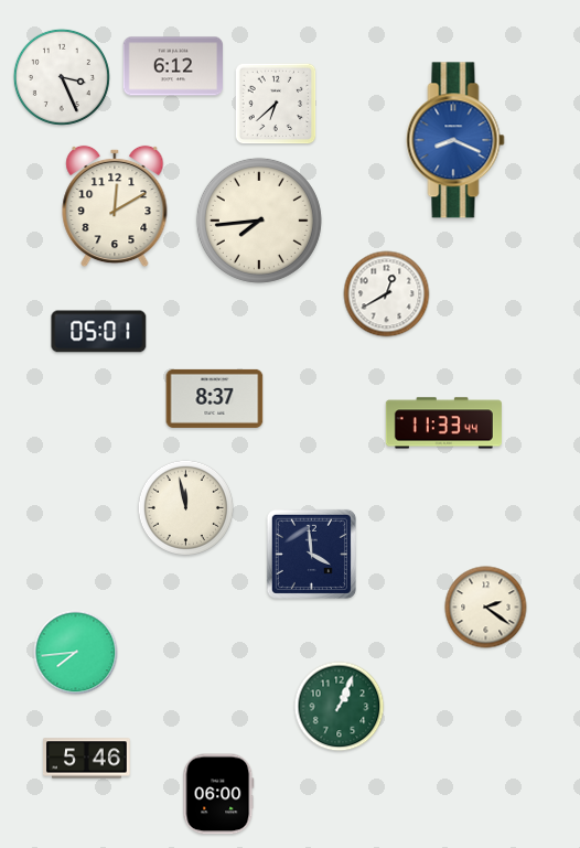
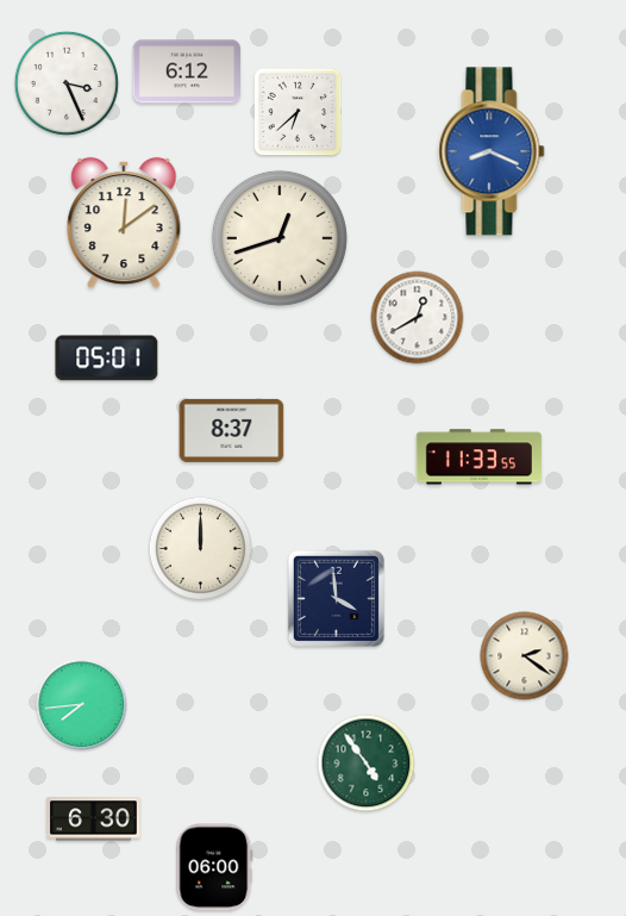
clock at (115, 206): 12:10 -> 12:09
clock at (259, 221): 7:44 -> 12:42
clock at (443, 423): 11:33:44 -> 11:33:55
clock at (185, 507): 11:58 -> 12:00
clock at (340, 707): 1:04 -> 4:54
clock at (87, 759): 5:46 -> 6:30
clock at (218, 794) position: (218, 794) -> (214, 867)
